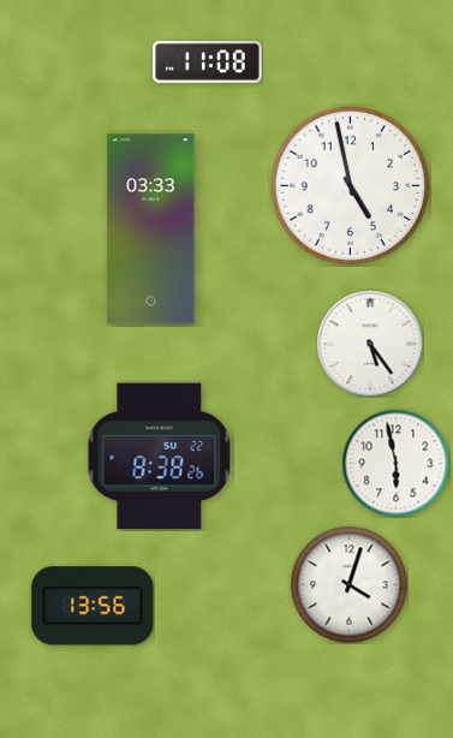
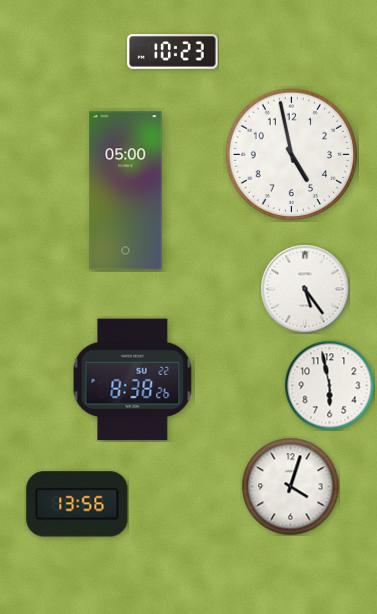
clock at (208, 63): 11:08 -> 10:23
clock at (151, 230): 03:33 -> 05:00
clock at (370, 344) position: (370, 344) -> (305, 289)
